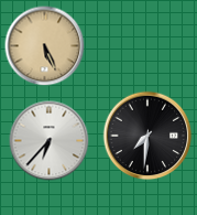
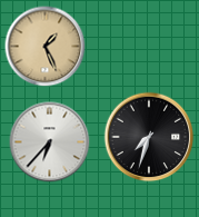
clock at (45, 46): 5:26 -> 1:26
clock at (147, 136): 7:31 -> 7:33
